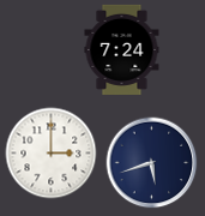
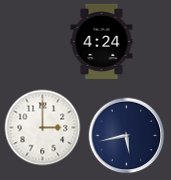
clock at (122, 49): 7:24 -> 4:24
clock at (152, 163): 5:42 -> 5:43
